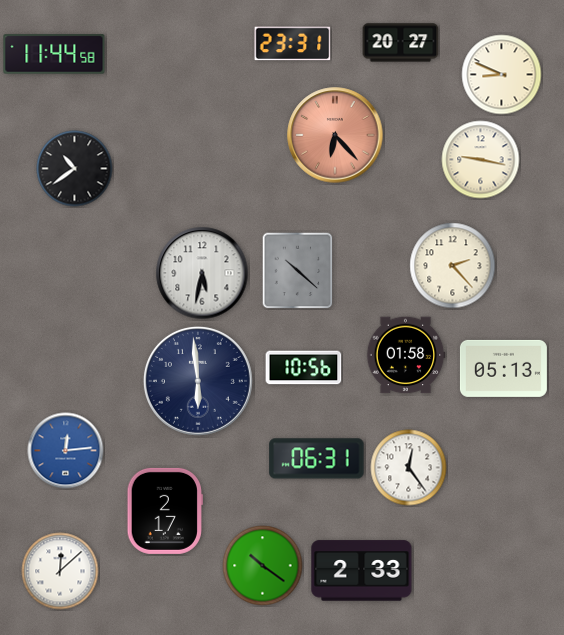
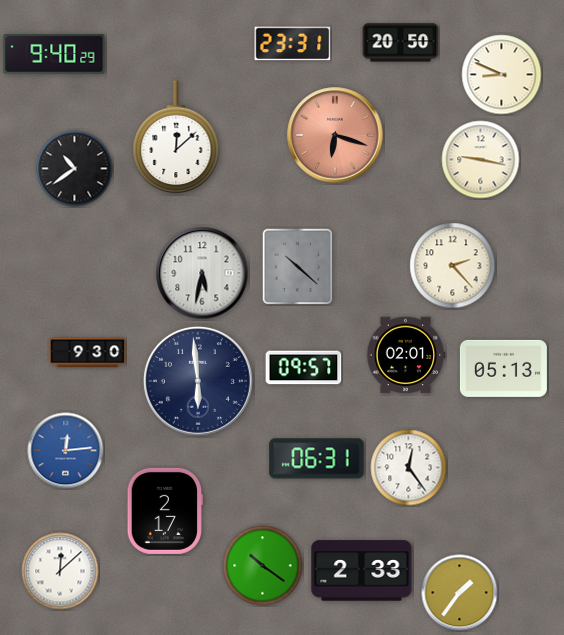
clock at (401, 43): 20:27 -> 20:50
clock at (54, 54): 11:44 -> 9:40
clock at (335, 135): 6:23 -> 6:18
clock at (176, 138): none -> 12:08
clock at (298, 270) position: (298, 270) -> (298, 266)
clock at (88, 353): none -> 9:30
clock at (406, 355): 01:58 -> 02:01
clock at (304, 368): 10:56 -> 09:57
clock at (460, 593): none -> 1:36
